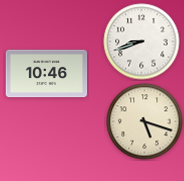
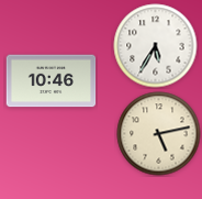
clock at (142, 42): 8:42 -> 5:35
clock at (145, 122): 5:18 -> 5:13
